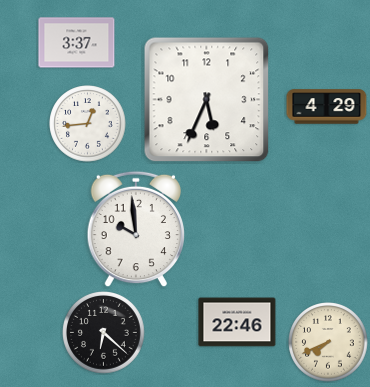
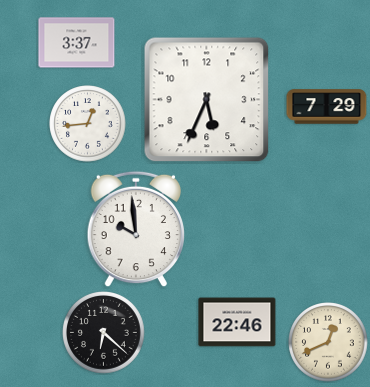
clock at (327, 107): 4:29 -> 7:29
clock at (328, 342): 7:41 -> 12:41
